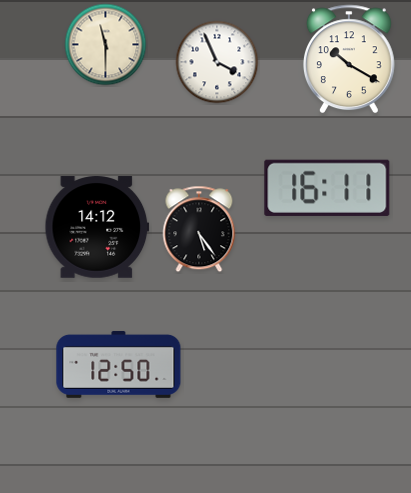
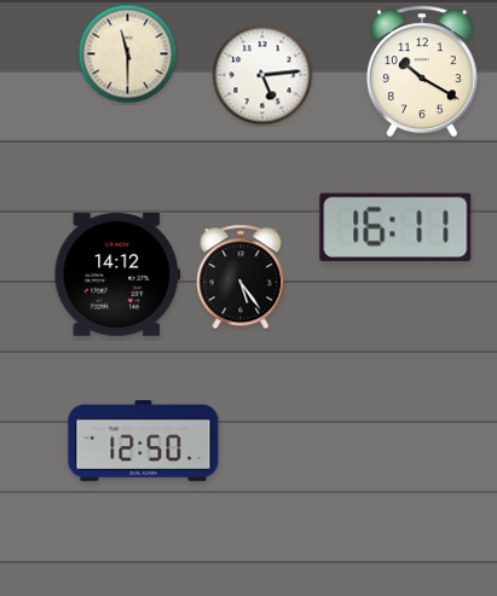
clock at (217, 62): 3:56 -> 5:14
